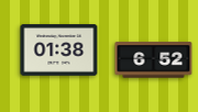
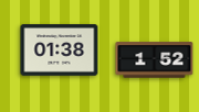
clock at (154, 60): 6:52 -> 1:52
